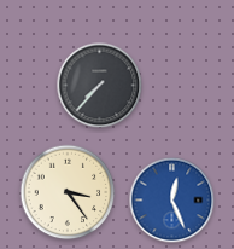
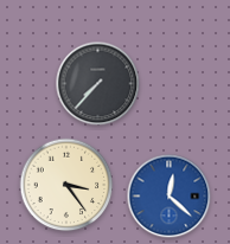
clock at (68, 192) position: (68, 192) -> (66, 185)
clock at (172, 201): 12:26 -> 12:22
